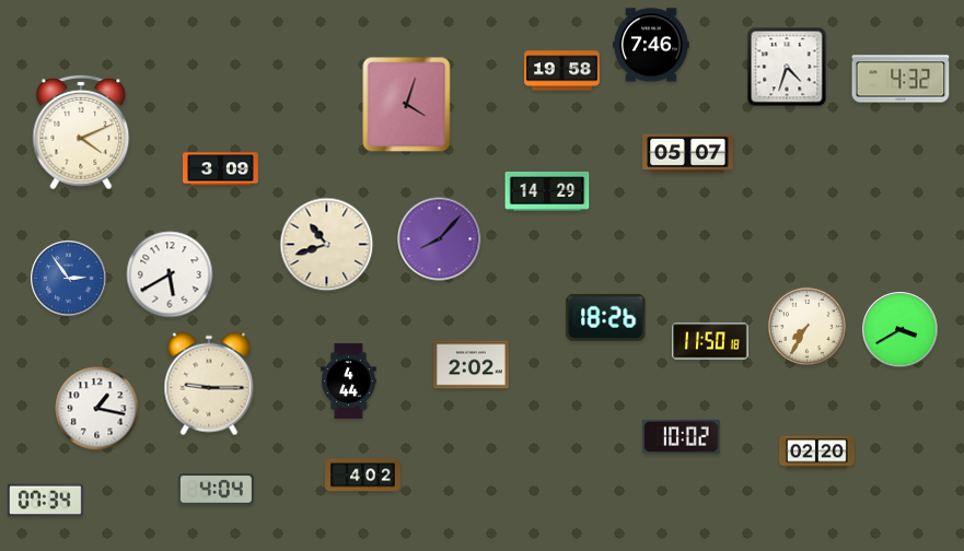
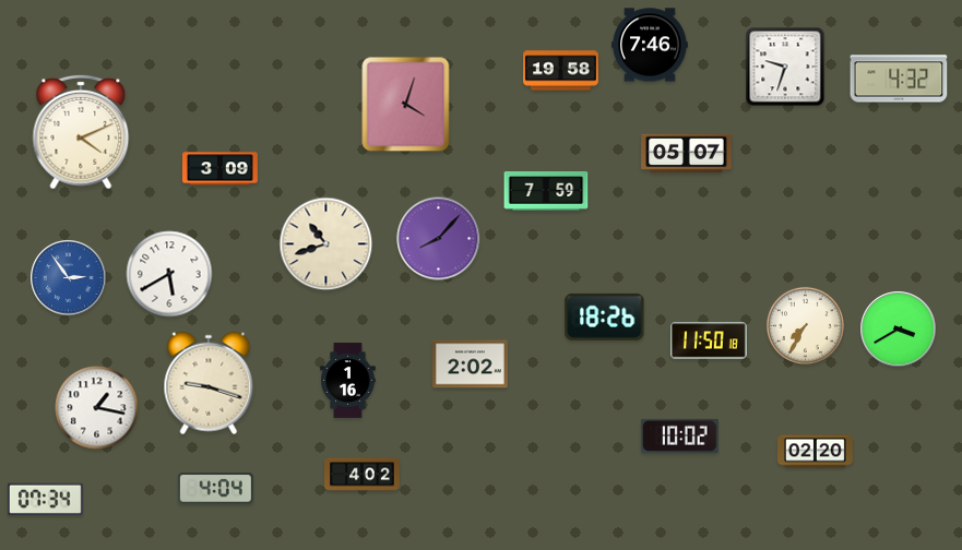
clock at (787, 67): 4:33 -> 9:33
clock at (547, 192): 14:29 -> 7:59
clock at (349, 382): 4:44 -> 1:16
clock at (209, 384): 9:15 -> 9:18
